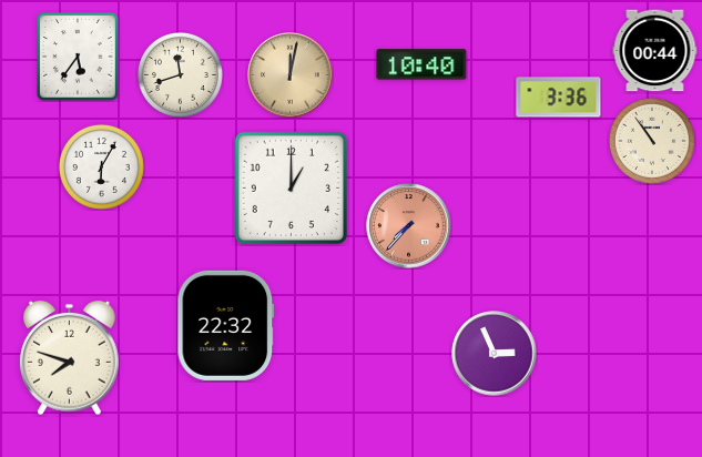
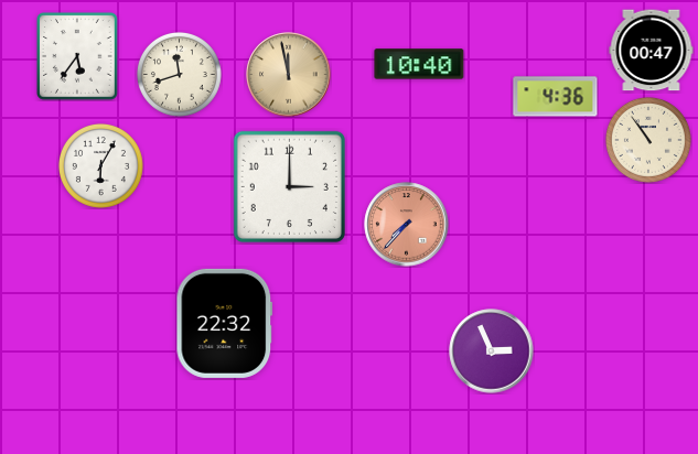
clock at (655, 51): 00:44 -> 00:47
clock at (291, 75): 12:02 -> 11:58
clock at (559, 98): 3:36 -> 4:36
clock at (291, 187): 1:00 -> 3:00
clock at (70, 358): 7:48 -> none
